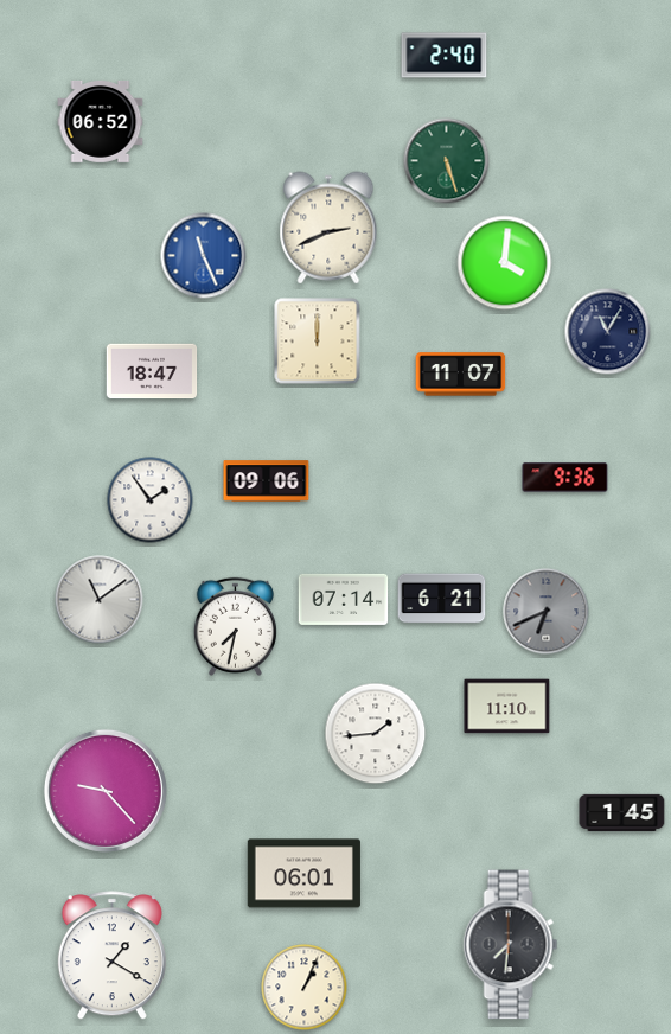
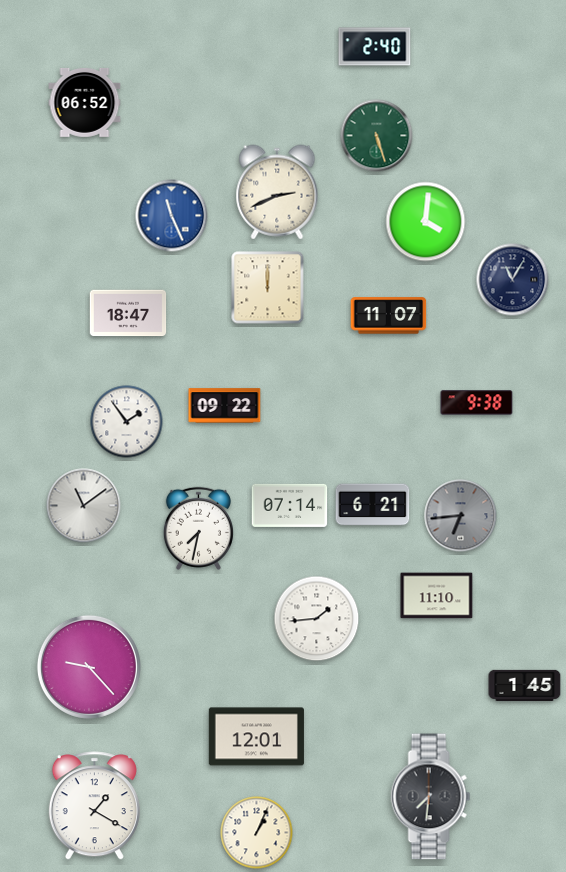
clock at (565, 478): 9:36 -> 9:38
clock at (267, 481): 09:06 -> 09:22
clock at (547, 612): 6:41 -> 6:44
clock at (507, 707) position: (507, 707) -> (437, 596)
clock at (303, 874): 06:01 -> 12:01
